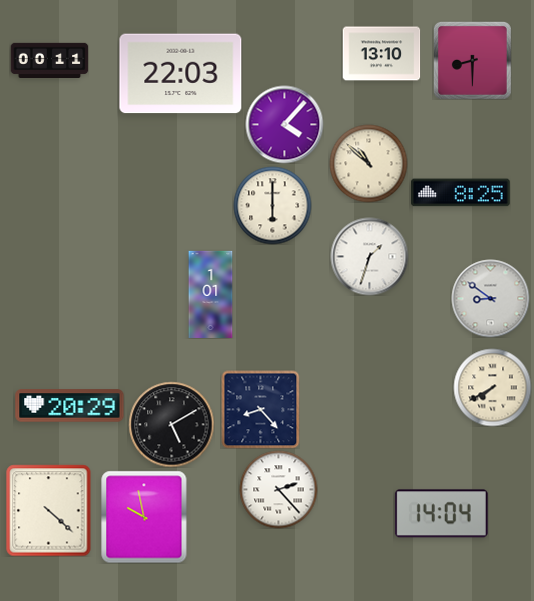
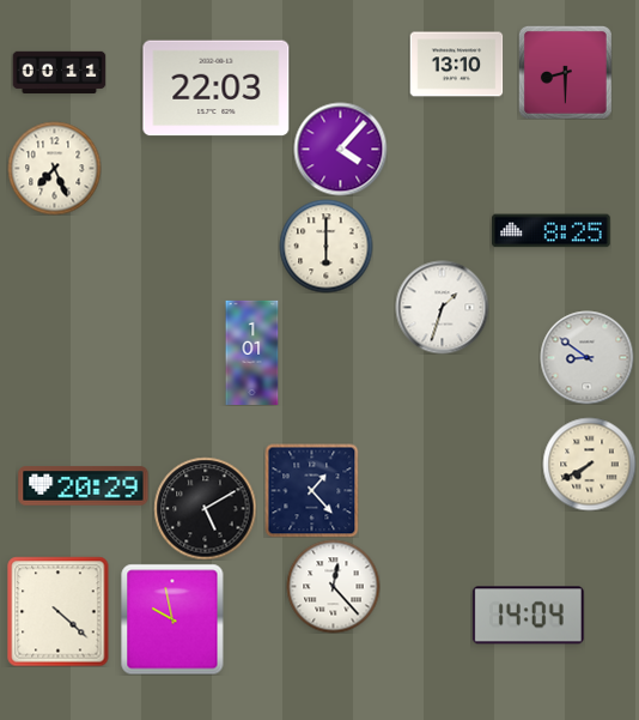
clock at (54, 168): none -> 7:26
clock at (368, 163): 10:52 -> none
clock at (260, 409): 8:23 -> 1:23
clock at (278, 489): 2:23 -> 12:23
